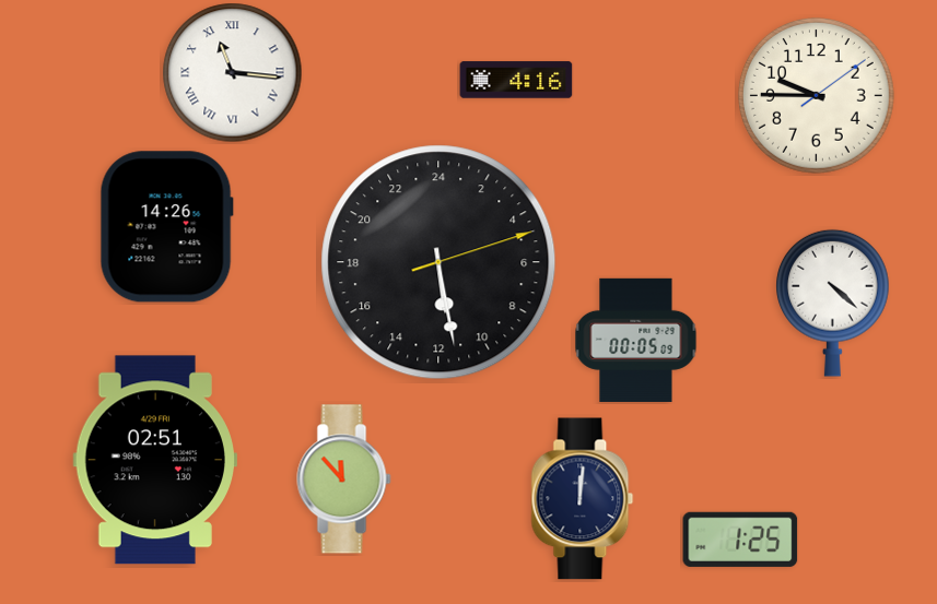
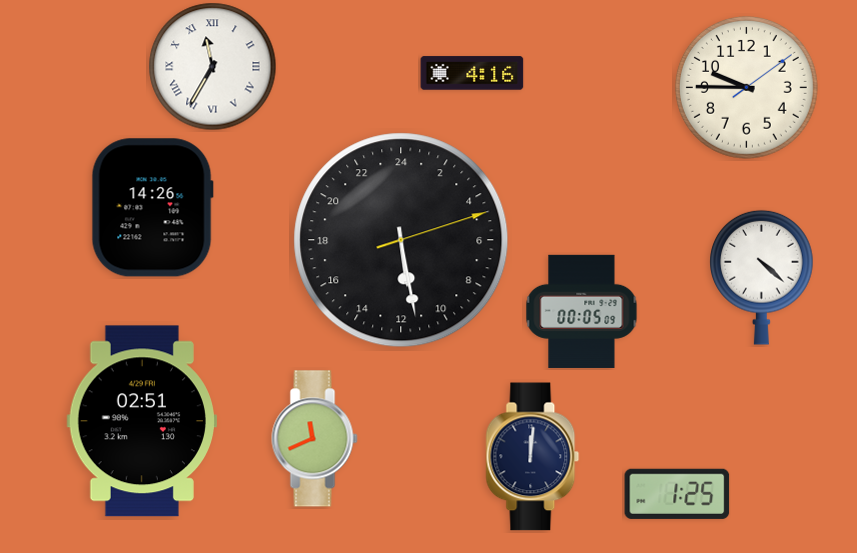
clock at (233, 73): 11:16 -> 11:35
clock at (344, 479): 11:53 -> 11:41
